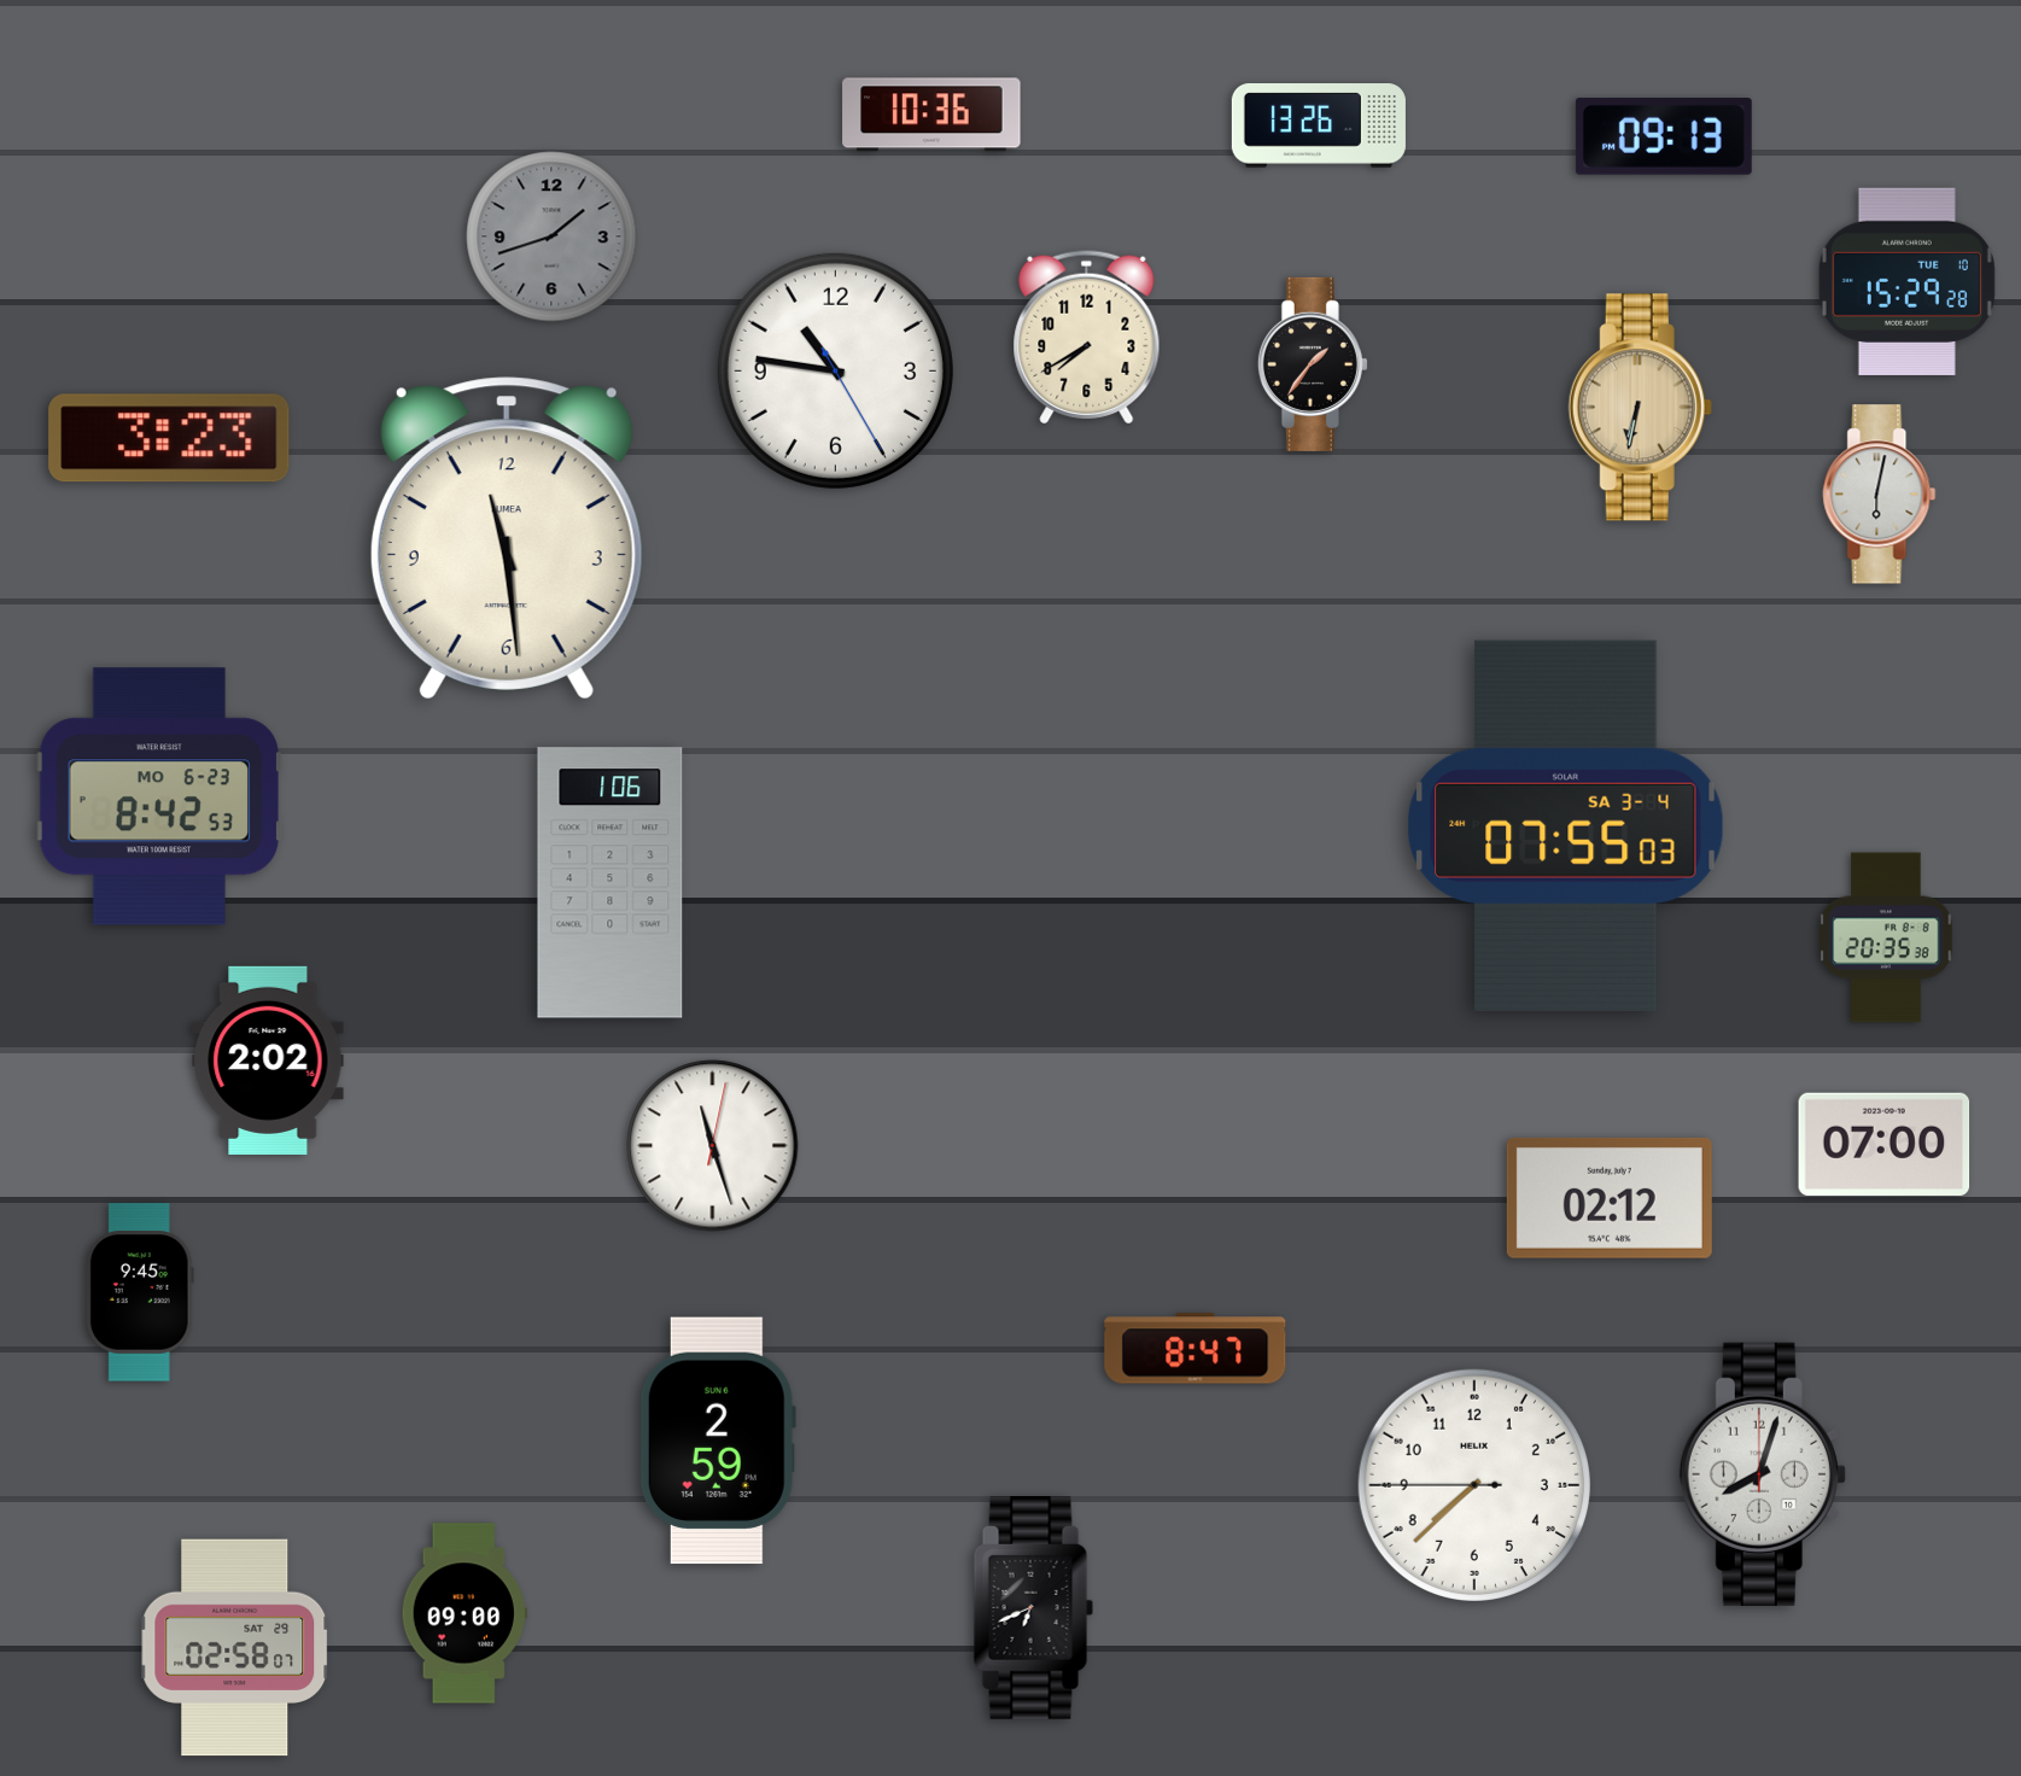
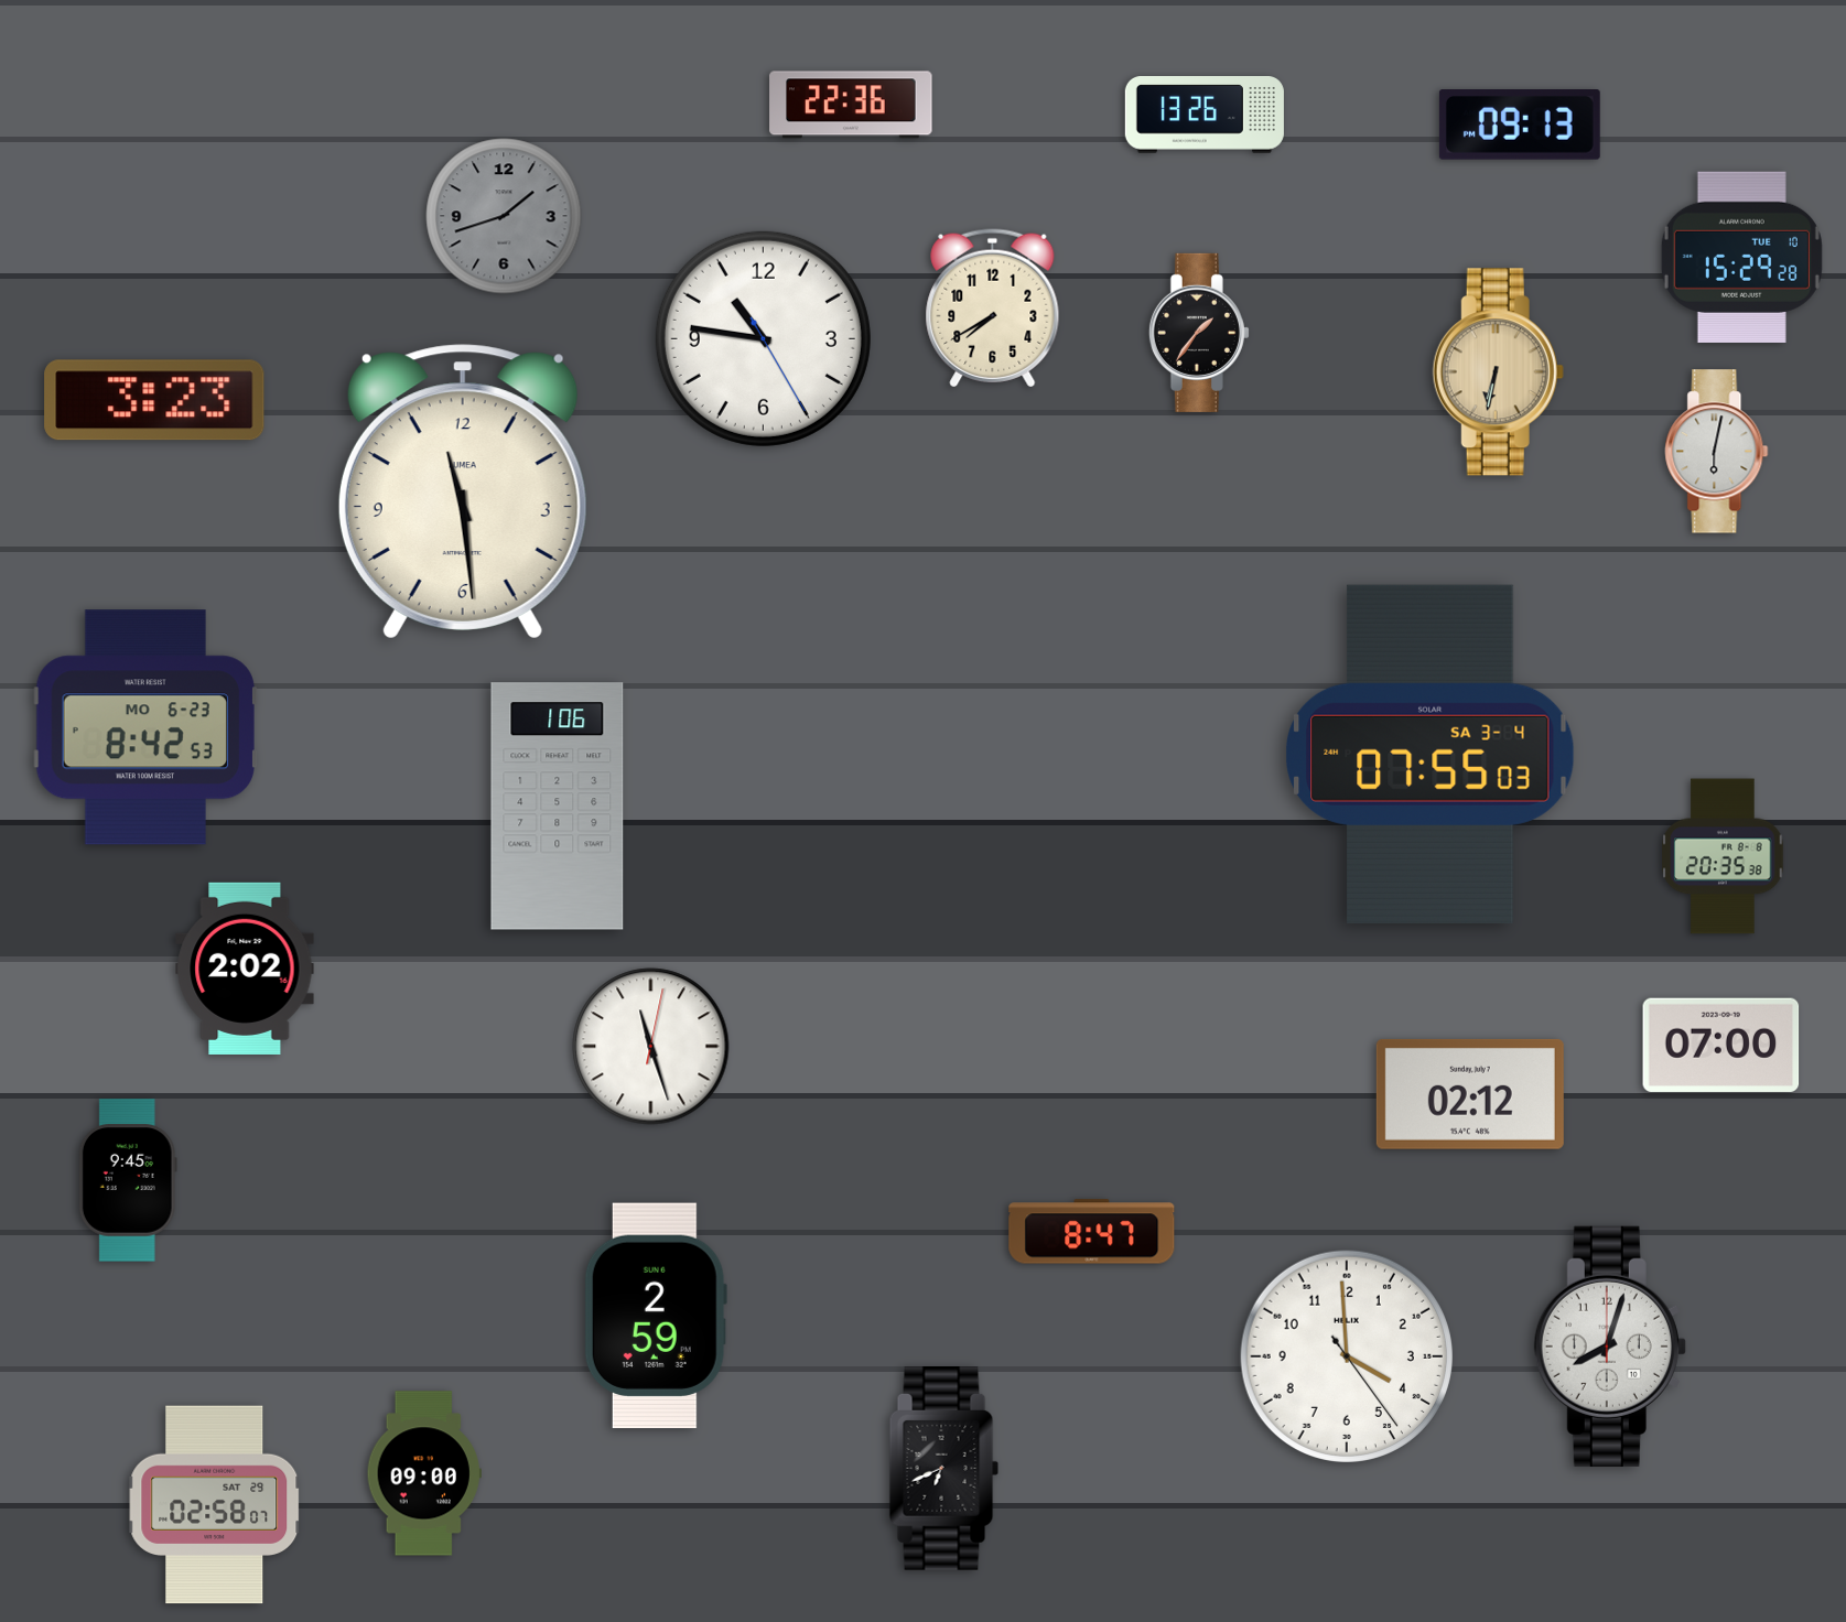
clock at (931, 115): 10:36 -> 22:36
clock at (1474, 1485): 7:37 -> 3:59
